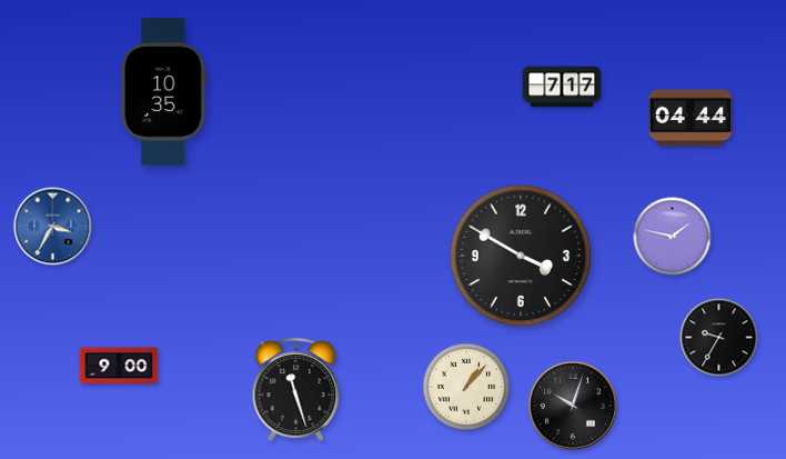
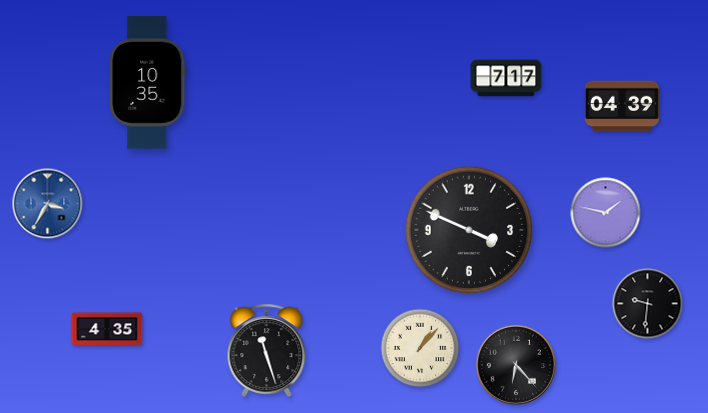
clock at (689, 118): 04:44 -> 04:39
clock at (521, 256): 3:50 -> 3:49
clock at (719, 338): 9:35 -> 9:31
clock at (119, 366): 9:00 -> 4:35
clock at (573, 406): 10:03 -> 6:23
